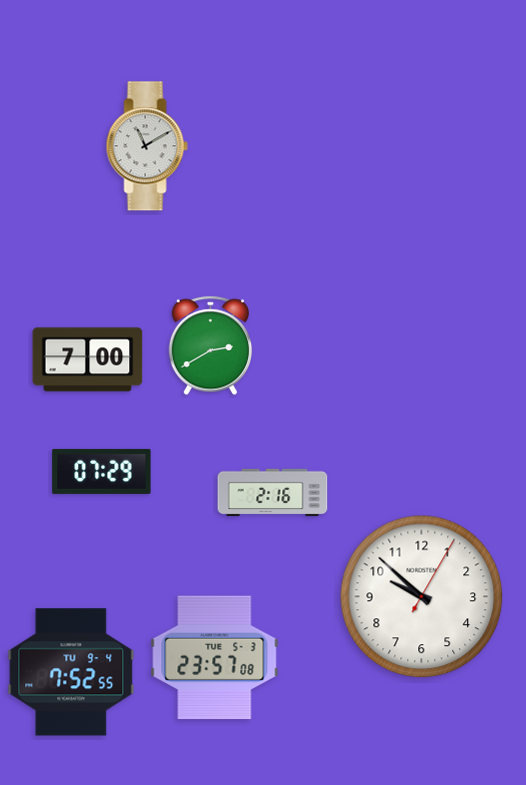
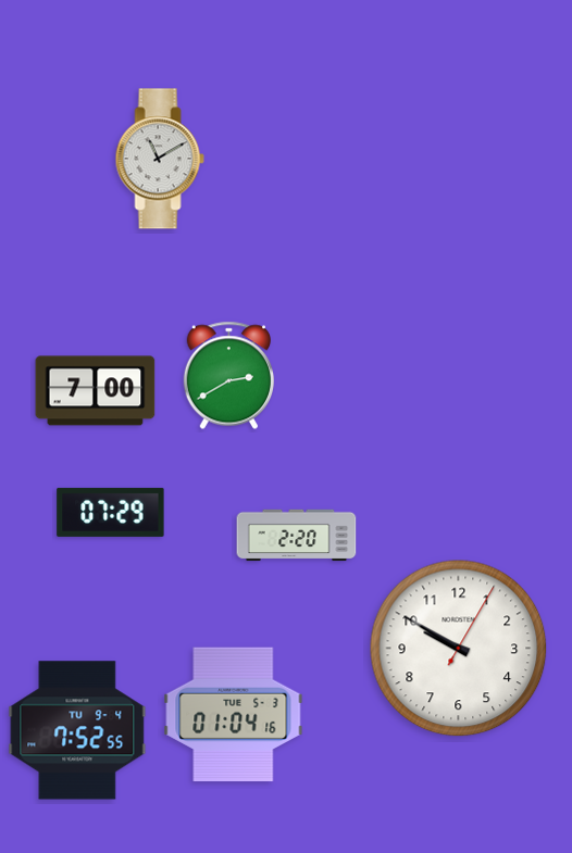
clock at (273, 493): 2:16 -> 2:20
clock at (422, 597): 9:52 -> 9:50
clock at (215, 658): 23:57 -> 01:04
